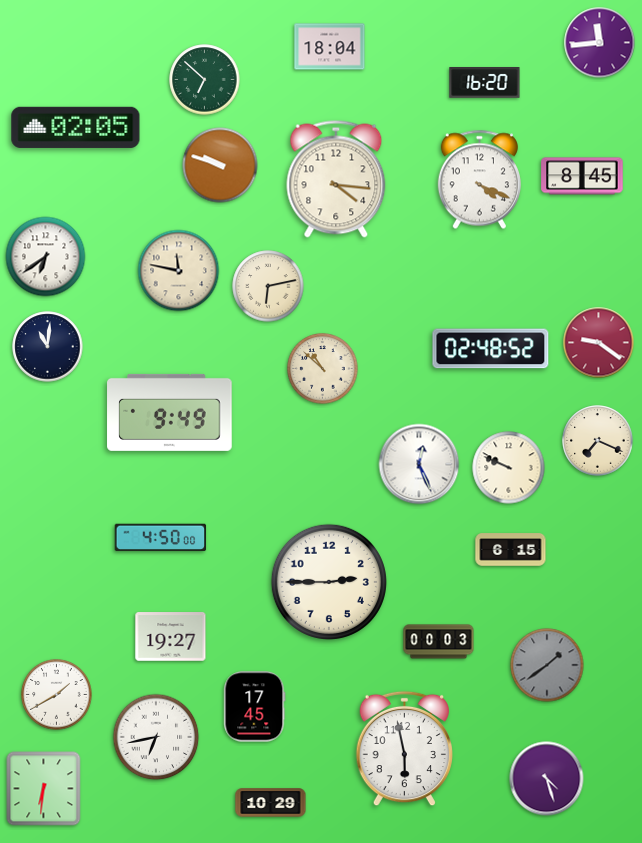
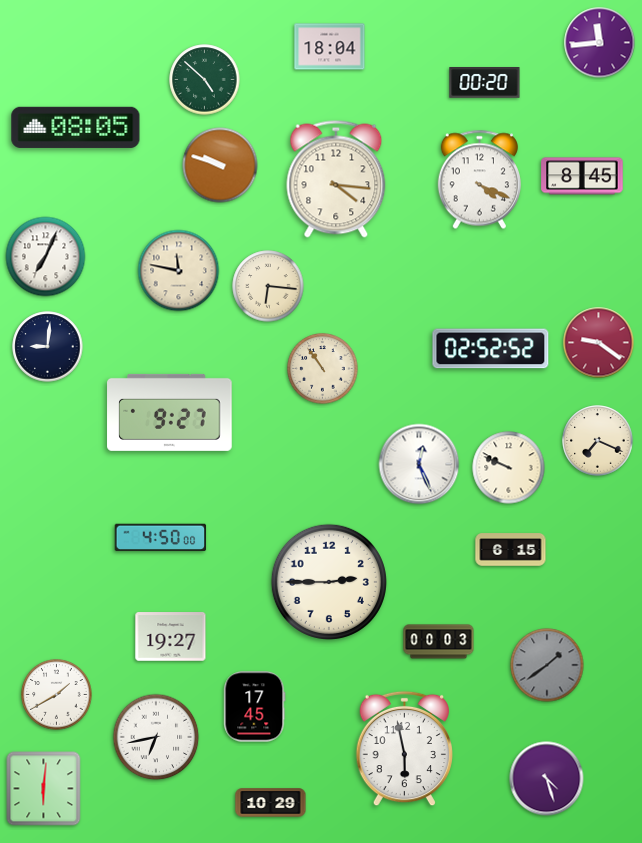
clock at (205, 80): 6:52 -> 4:52
clock at (485, 83): 16:20 -> 00:20
clock at (76, 127): 02:05 -> 08:05
clock at (46, 257): 6:39 -> 7:04
clock at (268, 286): 6:13 -> 6:16
clock at (48, 347): 11:01 -> 9:01
clock at (491, 349): 02:48 -> 02:52
clock at (323, 369): 10:52 -> 10:54
clock at (170, 412): 9:49 -> 9:27
clock at (44, 789): 6:31 -> 6:01
